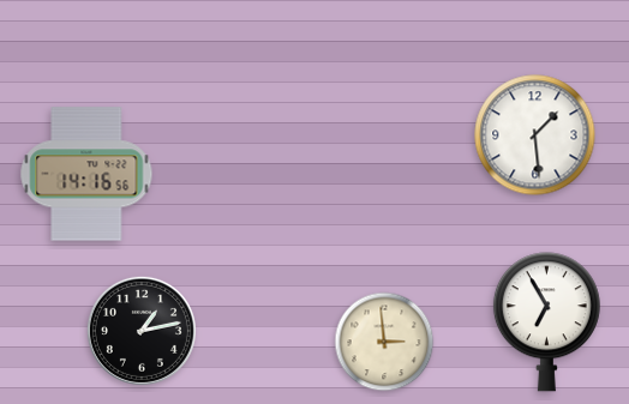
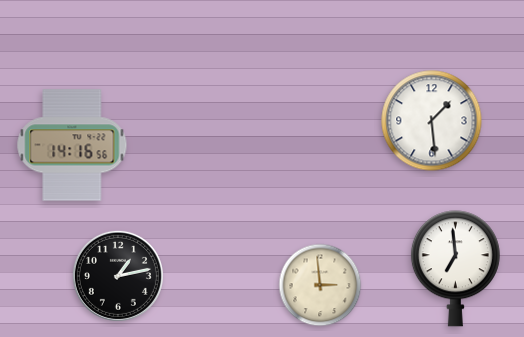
clock at (535, 135) position: (535, 135) -> (432, 121)
clock at (546, 322): 6:55 -> 6:59
